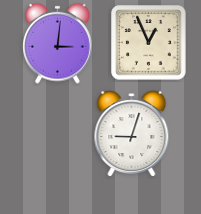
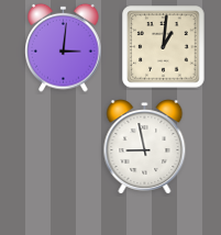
clock at (149, 43): 12:56 -> 1:01
clock at (132, 134): 9:03 -> 8:58
